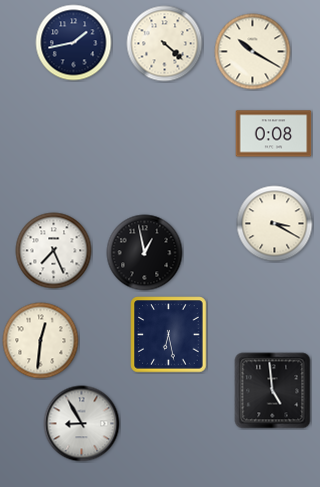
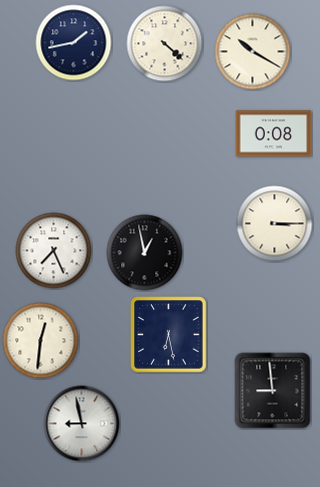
clock at (275, 224): 3:20 -> 3:15
clock at (273, 391): 4:59 -> 8:59
clock at (82, 424): 8:55 -> 8:58
